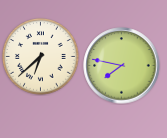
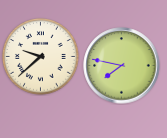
clock at (41, 57): 6:38 -> 9:38
